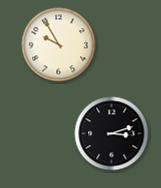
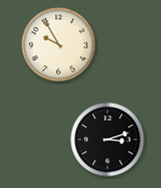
clock at (112, 134) position: (112, 134) -> (108, 140)
